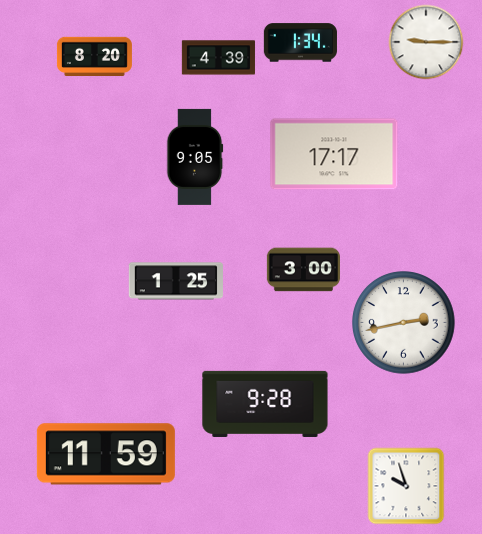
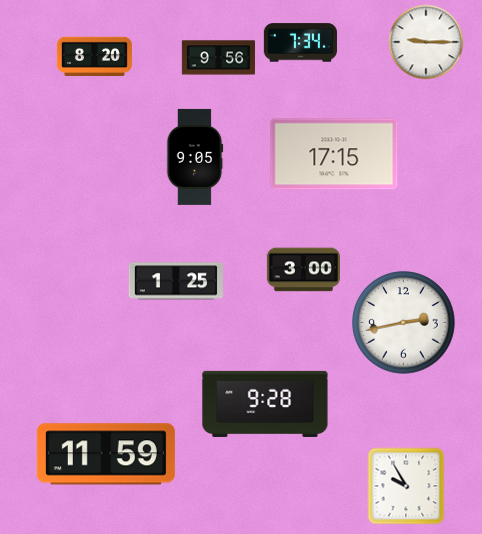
clock at (300, 43): 1:34 -> 7:34
clock at (218, 58): 4:39 -> 9:56
clock at (334, 154): 17:17 -> 17:15
clock at (406, 486): 9:57 -> 9:55
